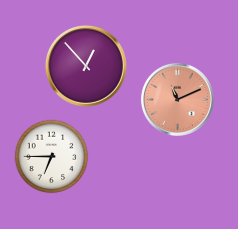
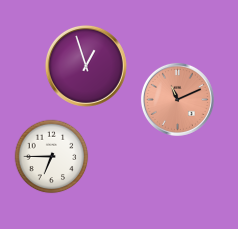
clock at (86, 66): 12:53 -> 12:57
